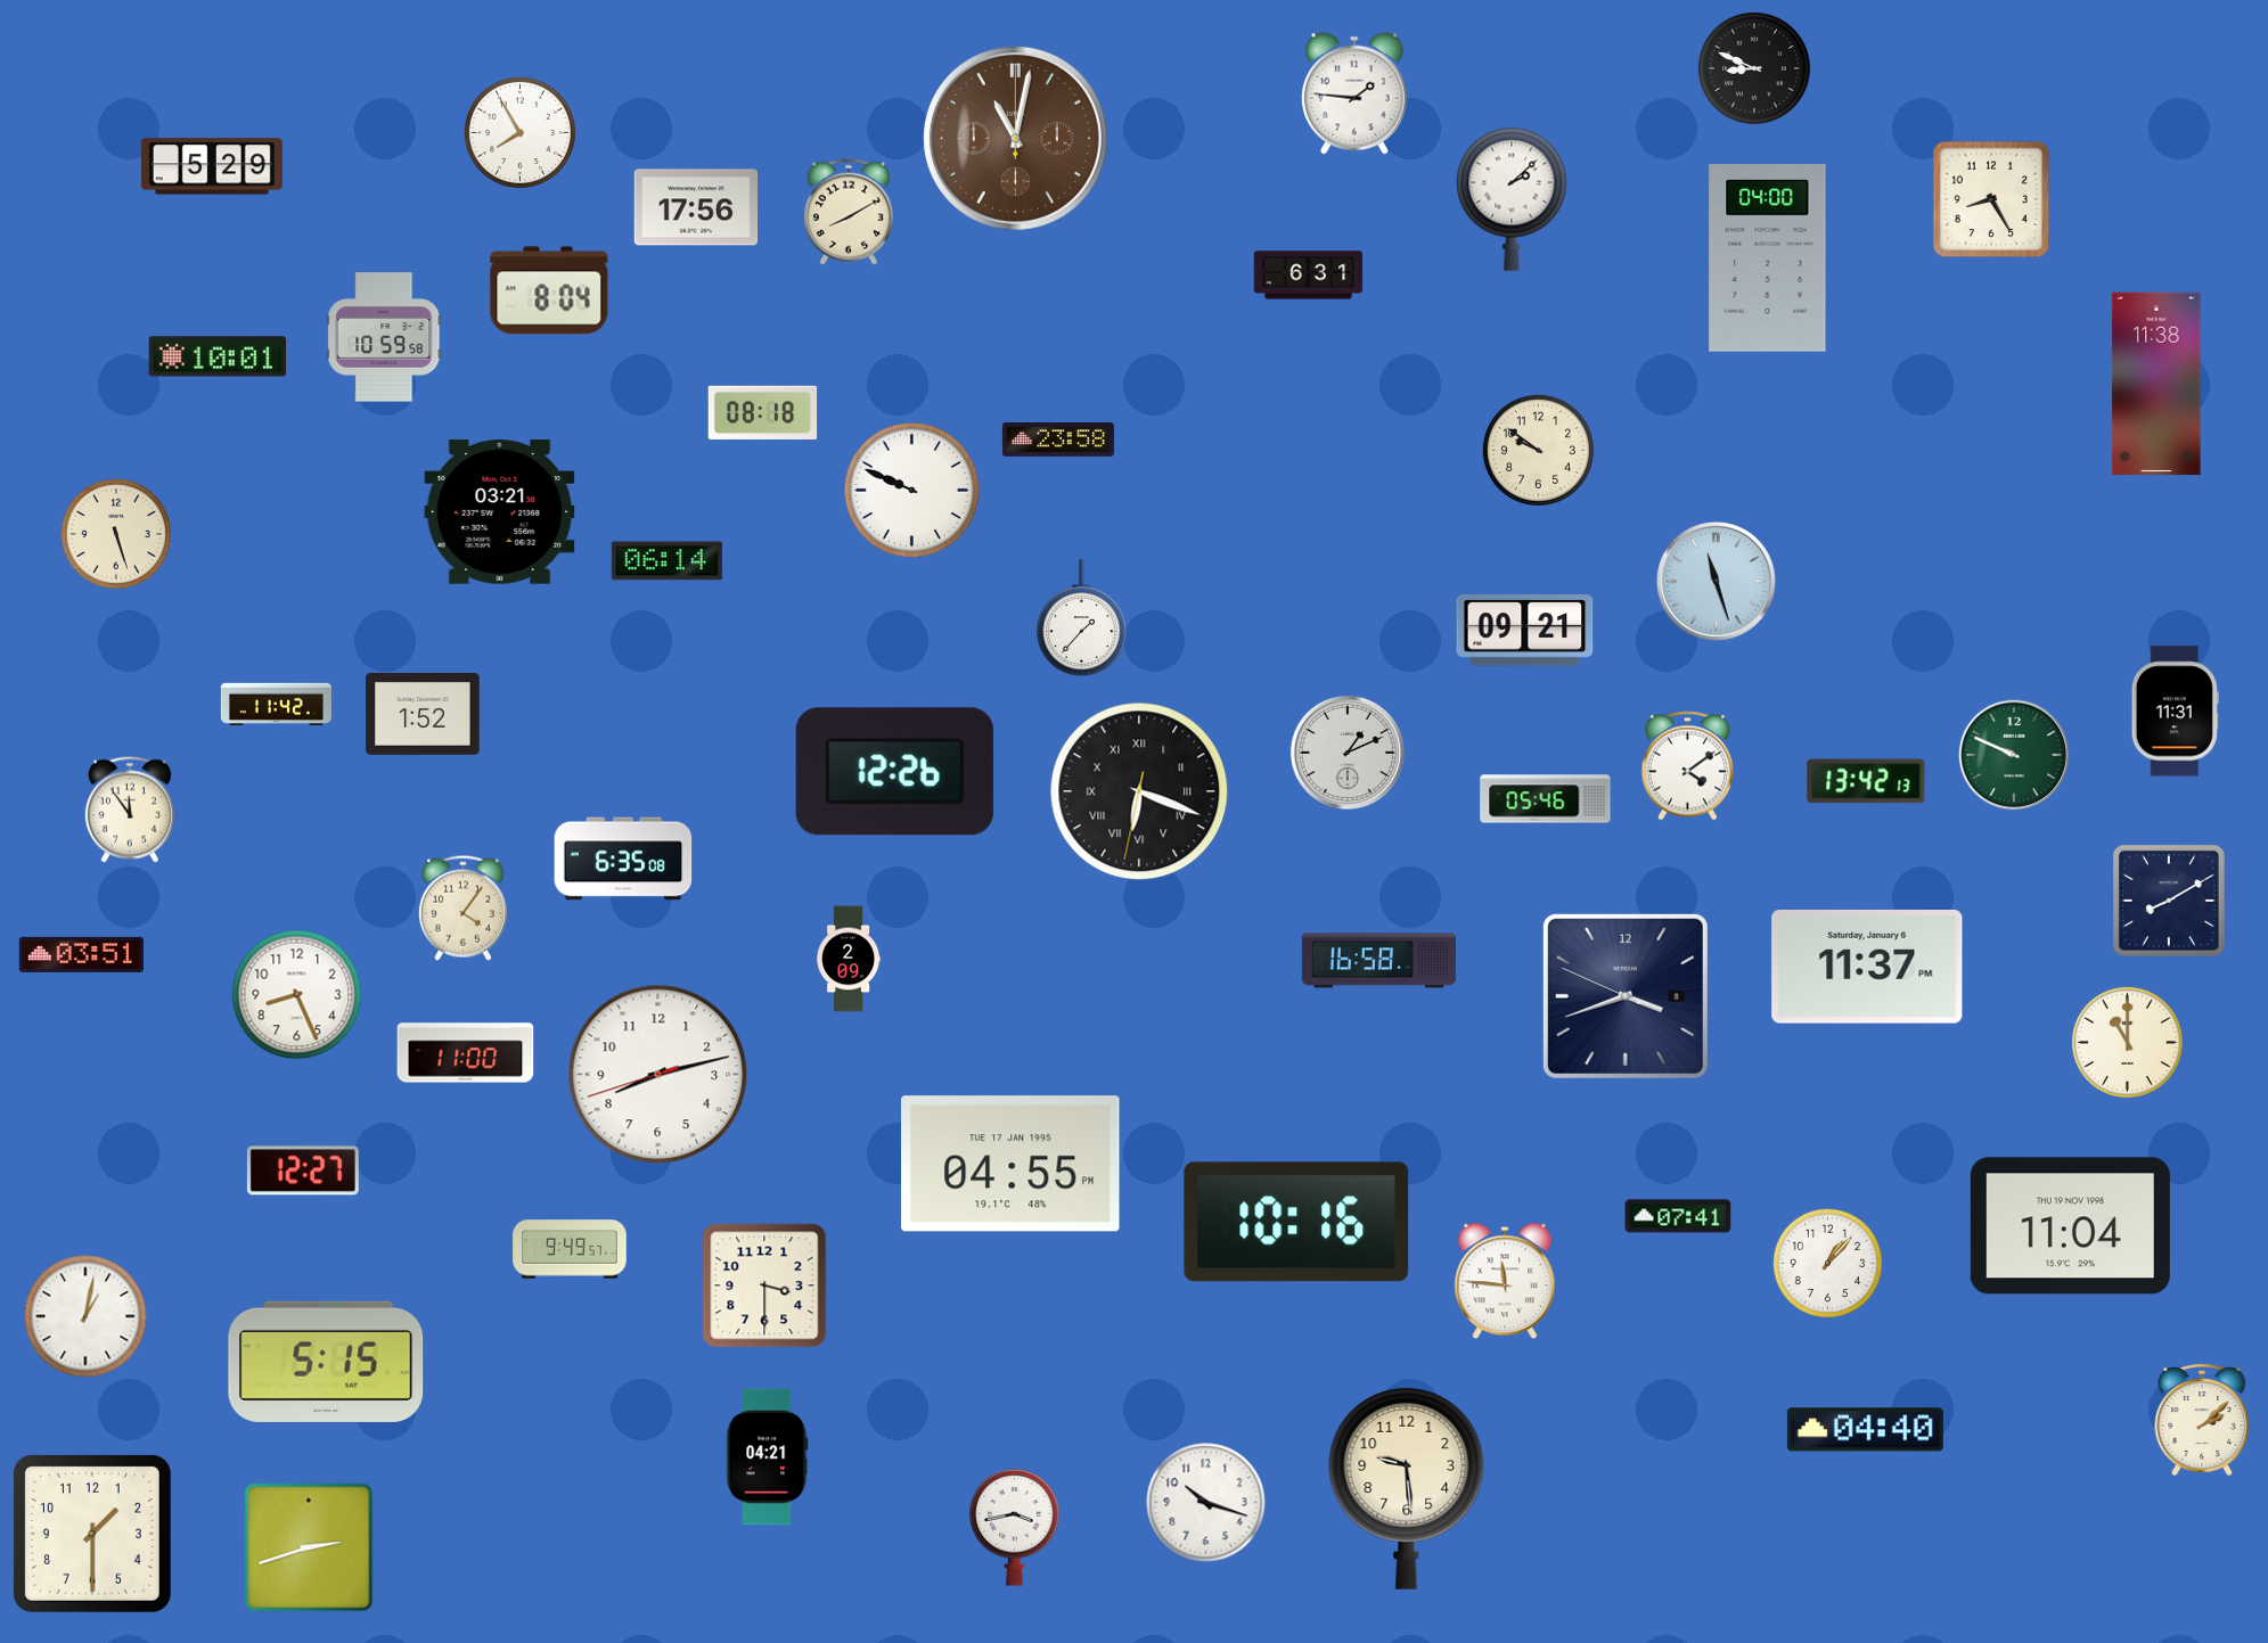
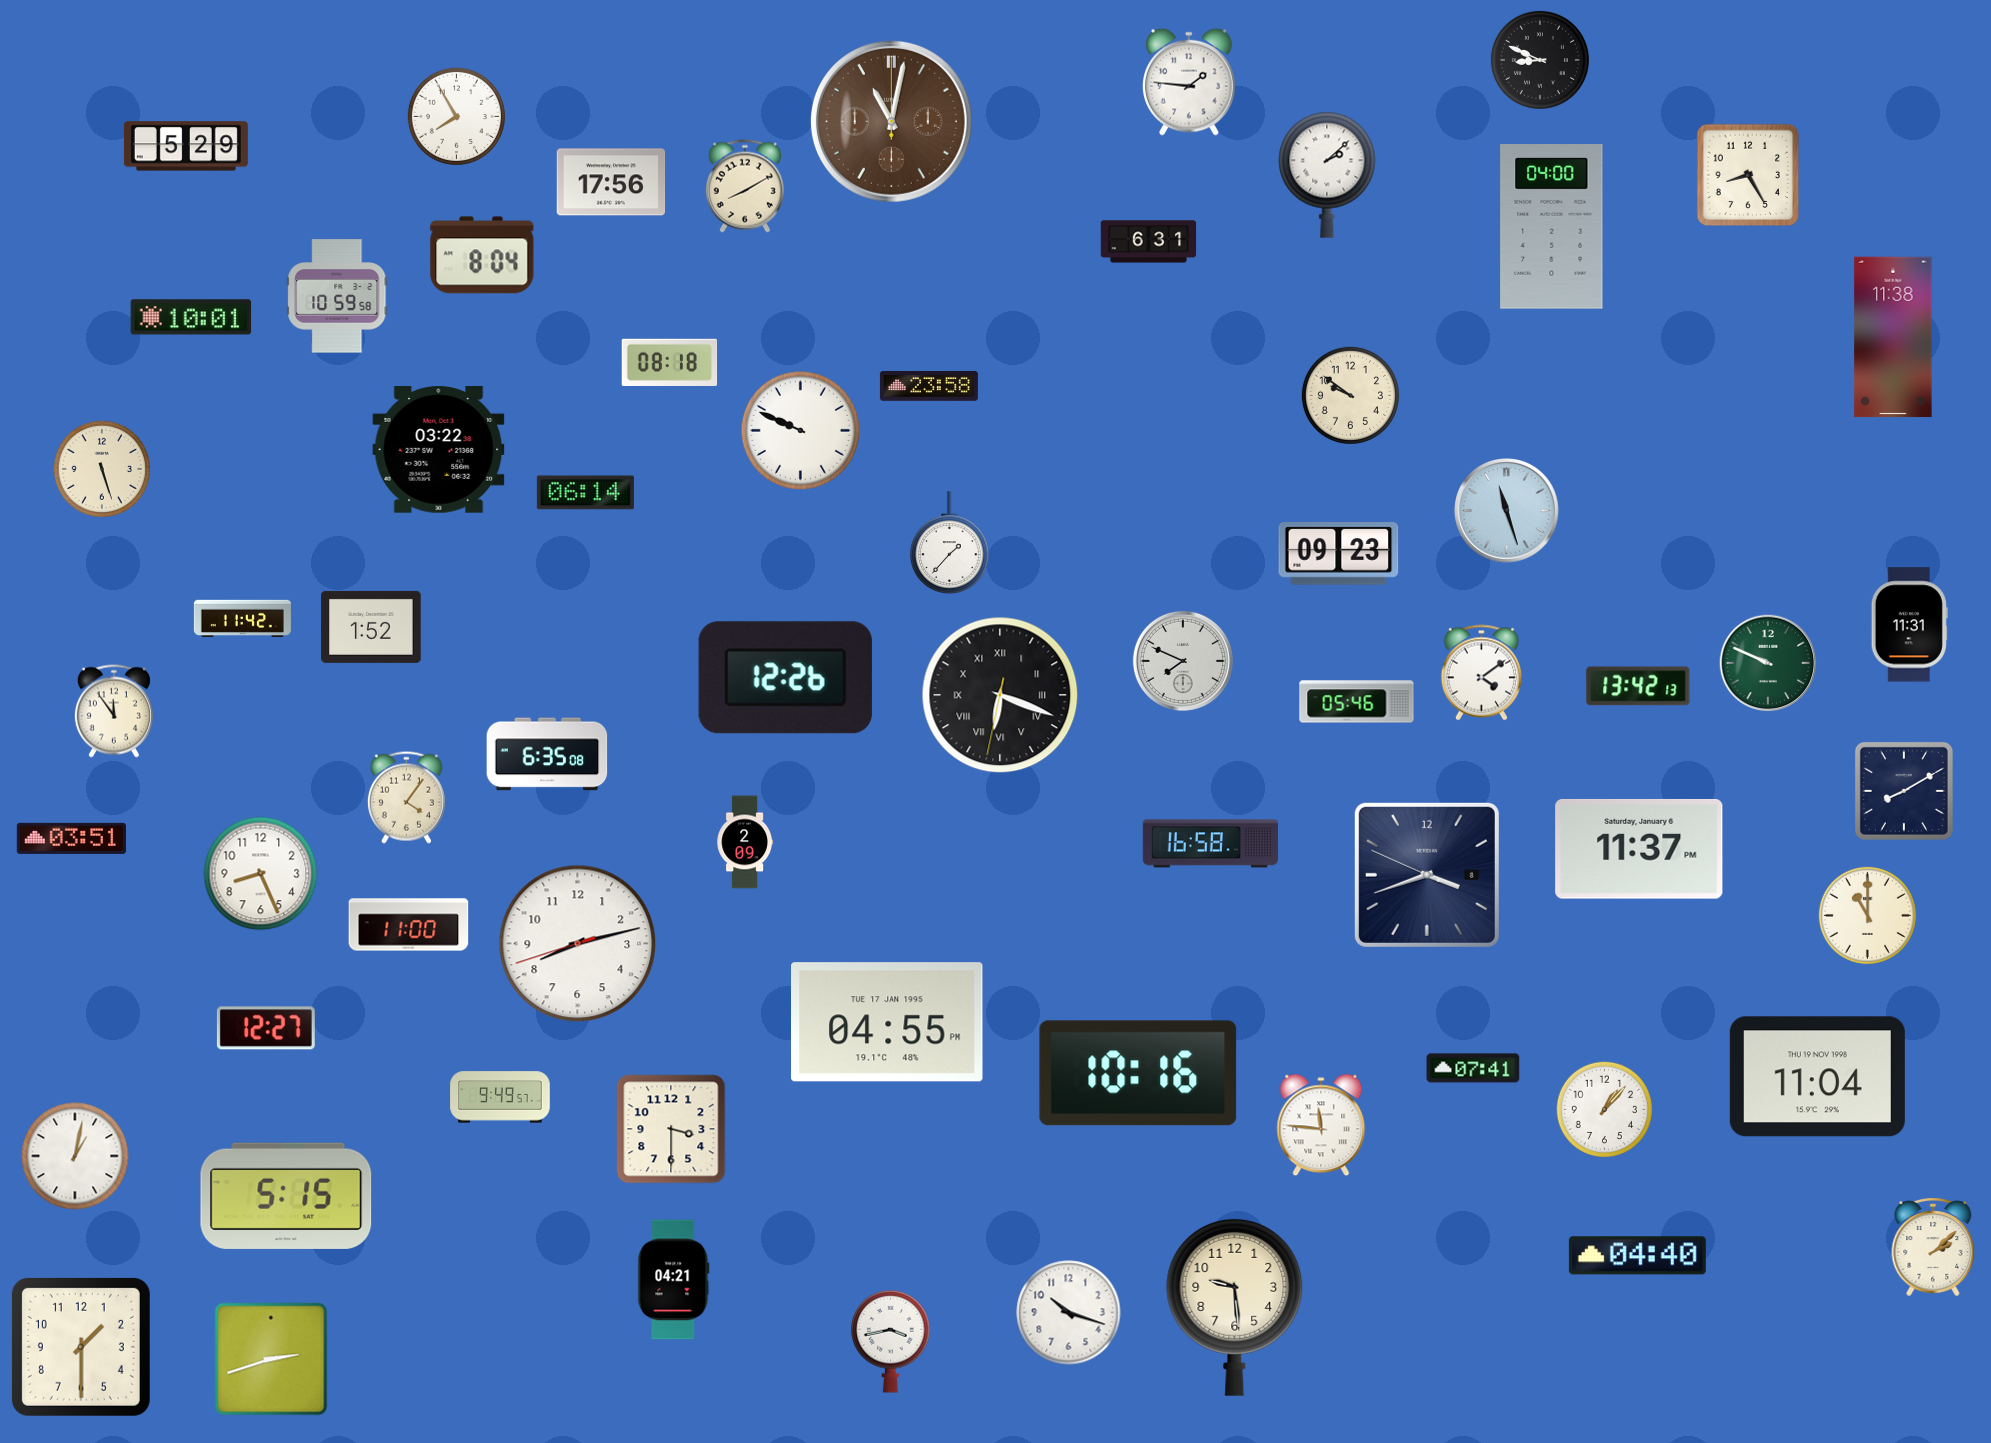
clock at (218, 356) position: (218, 356) -> (191, 317)
clock at (500, 512): 03:21 -> 03:22
clock at (1525, 631): 09:21 -> 09:23
clock at (1348, 753): 1:11 -> 7:49
clock at (1206, 1503) position: (1206, 1503) -> (1069, 1313)
